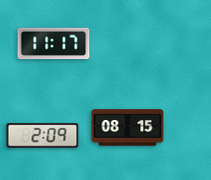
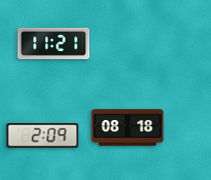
clock at (54, 44): 11:17 -> 11:21
clock at (128, 128): 08:15 -> 08:18
